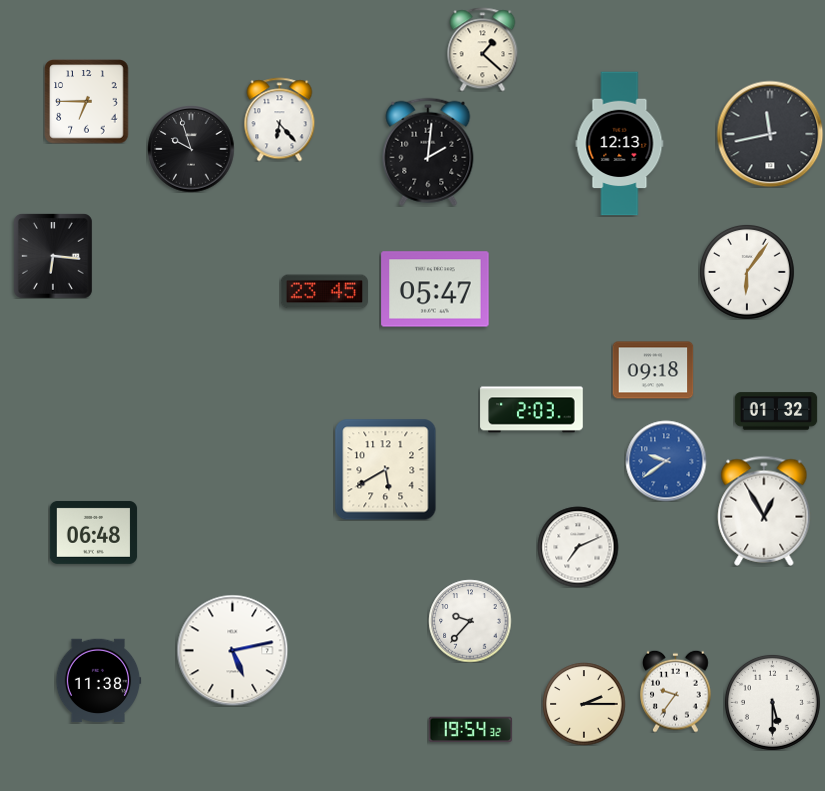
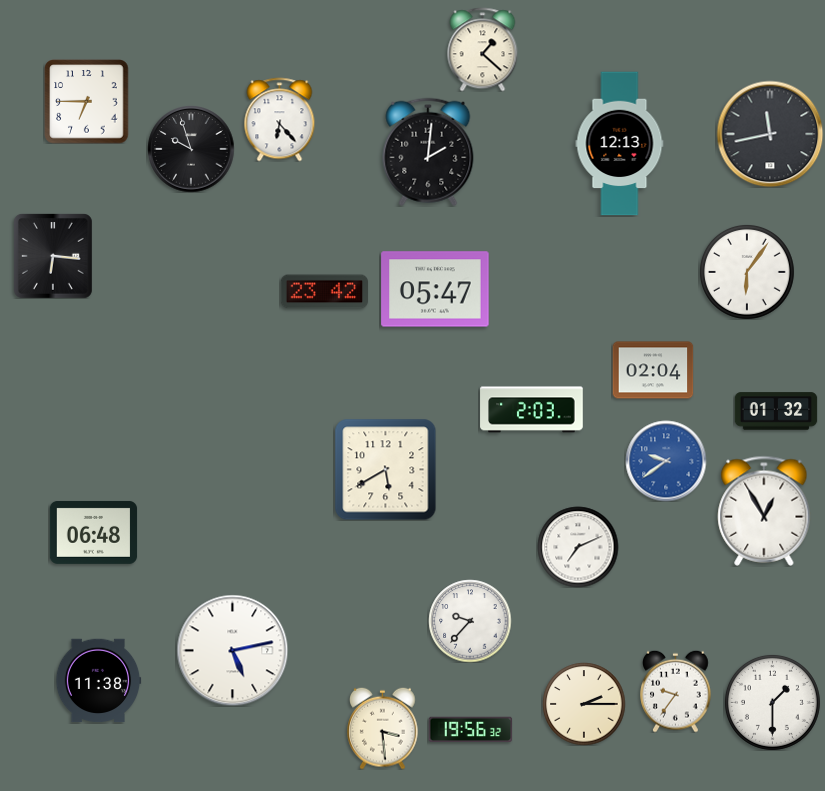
clock at (324, 292): 23:45 -> 23:42
clock at (653, 370): 09:18 -> 02:04
clock at (772, 702): 5:30 -> 1:30
clock at (383, 728): none -> 3:29
clock at (470, 730): 19:54 -> 19:56
